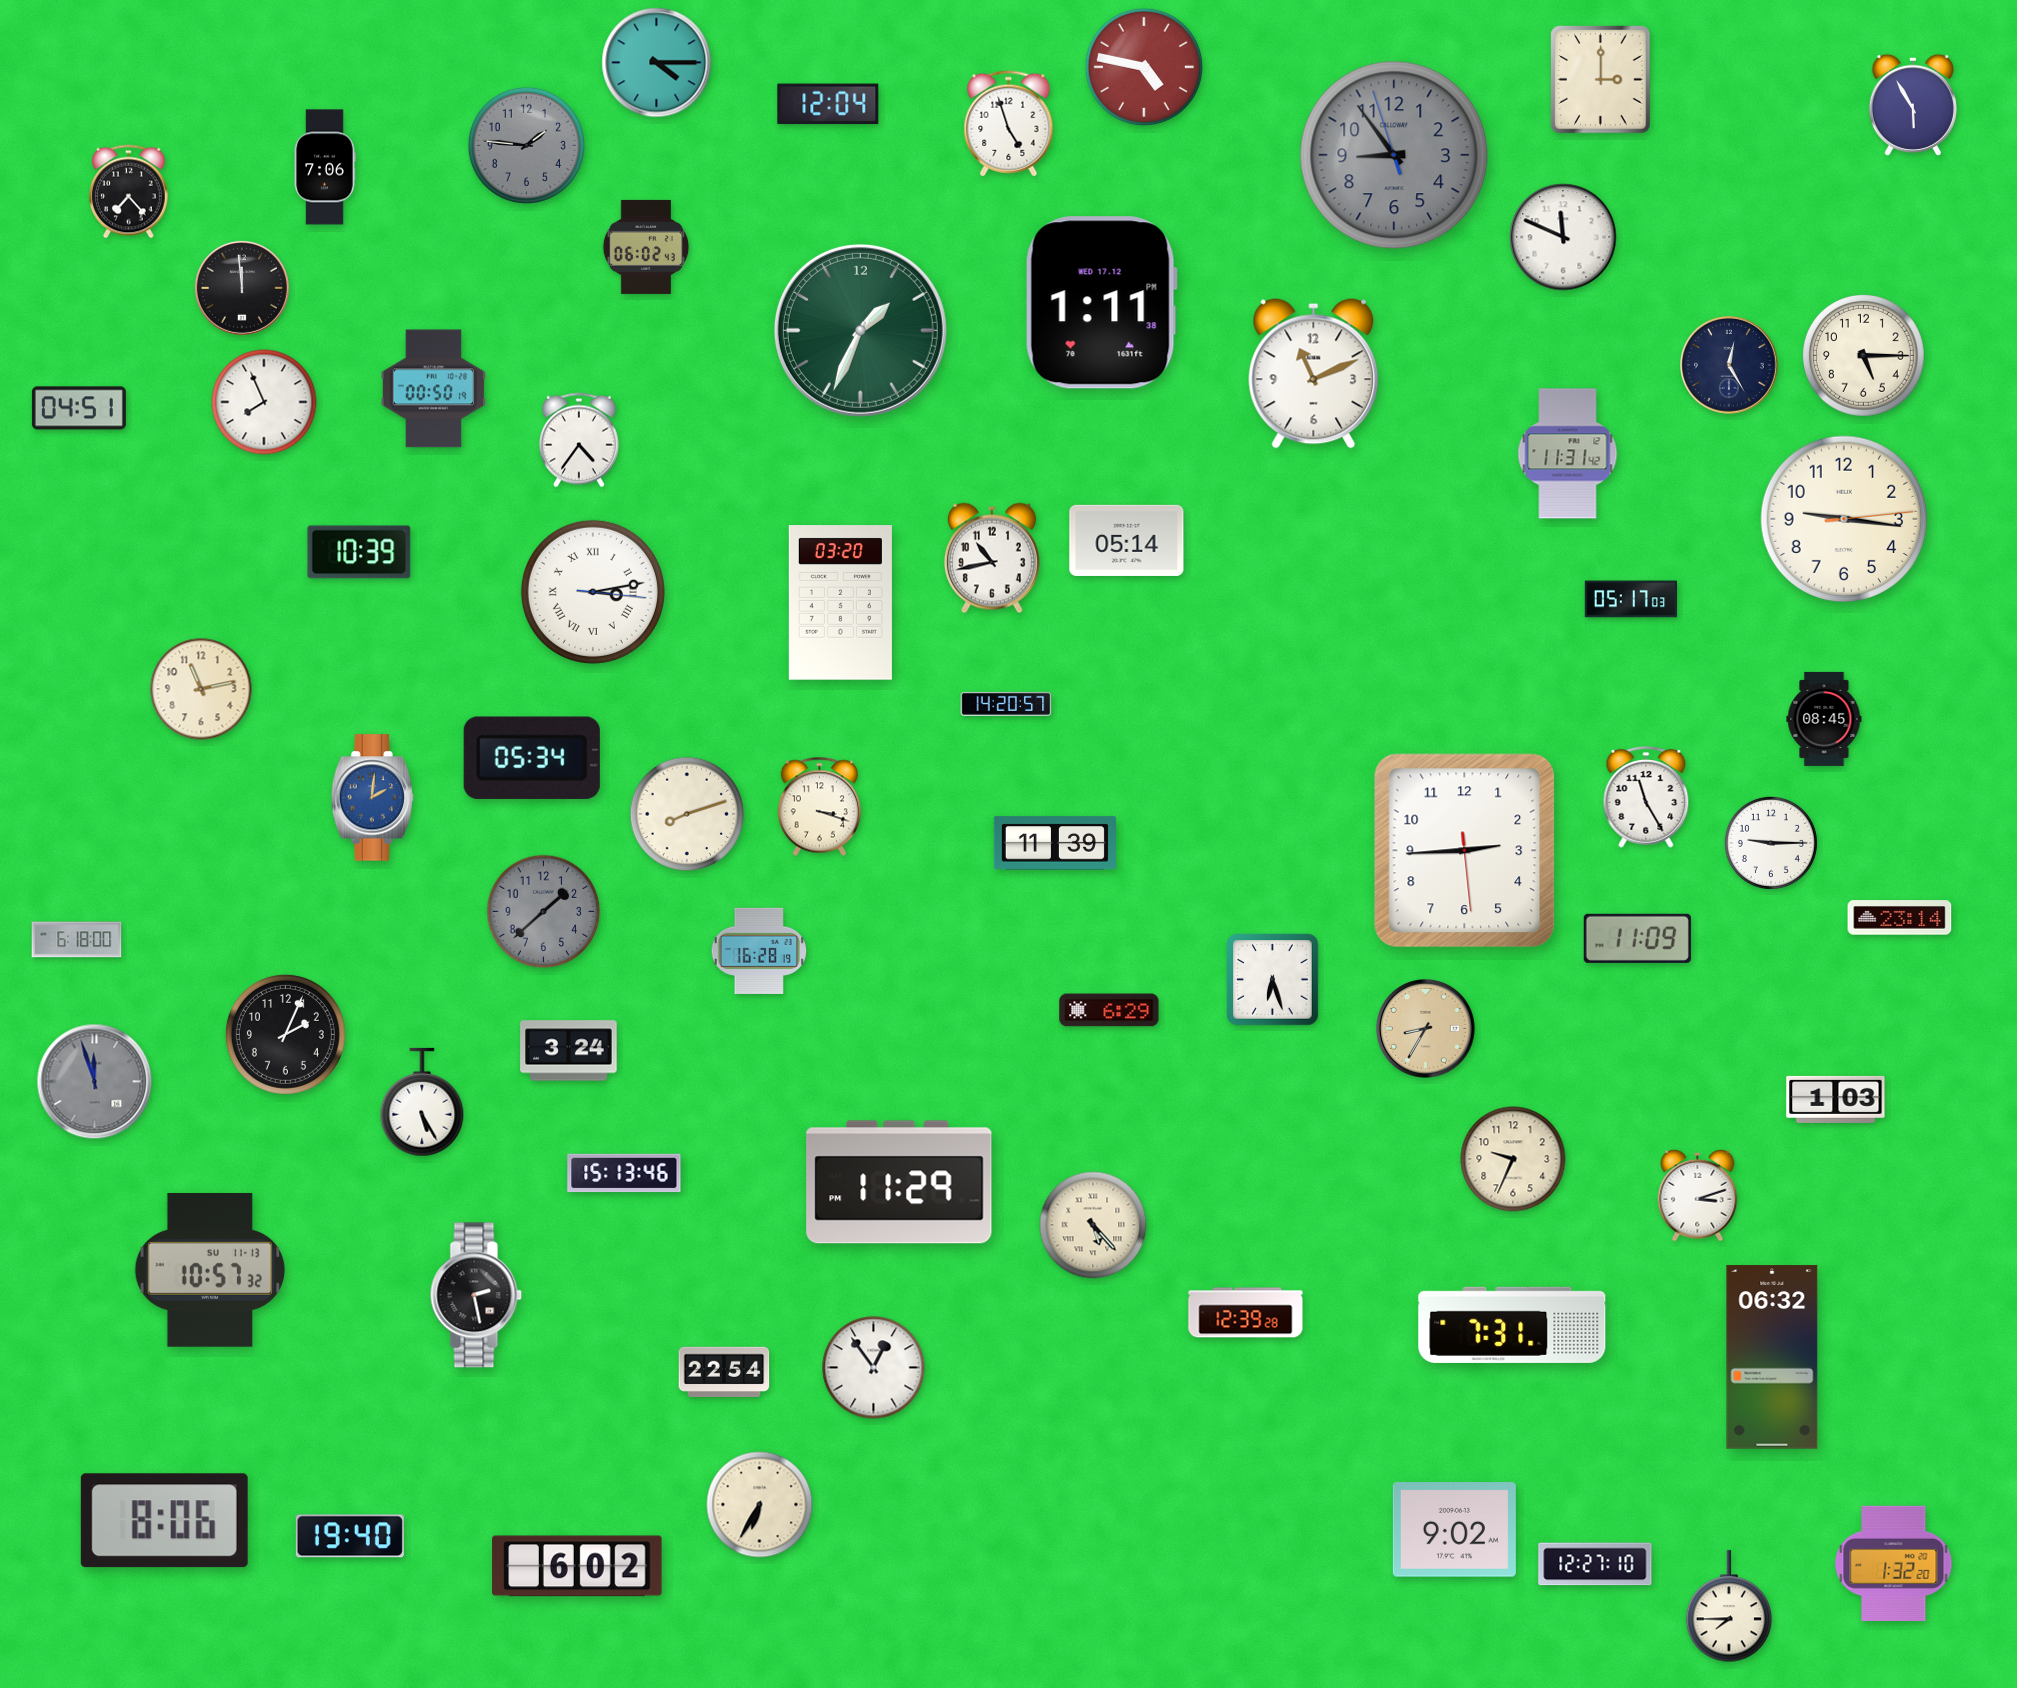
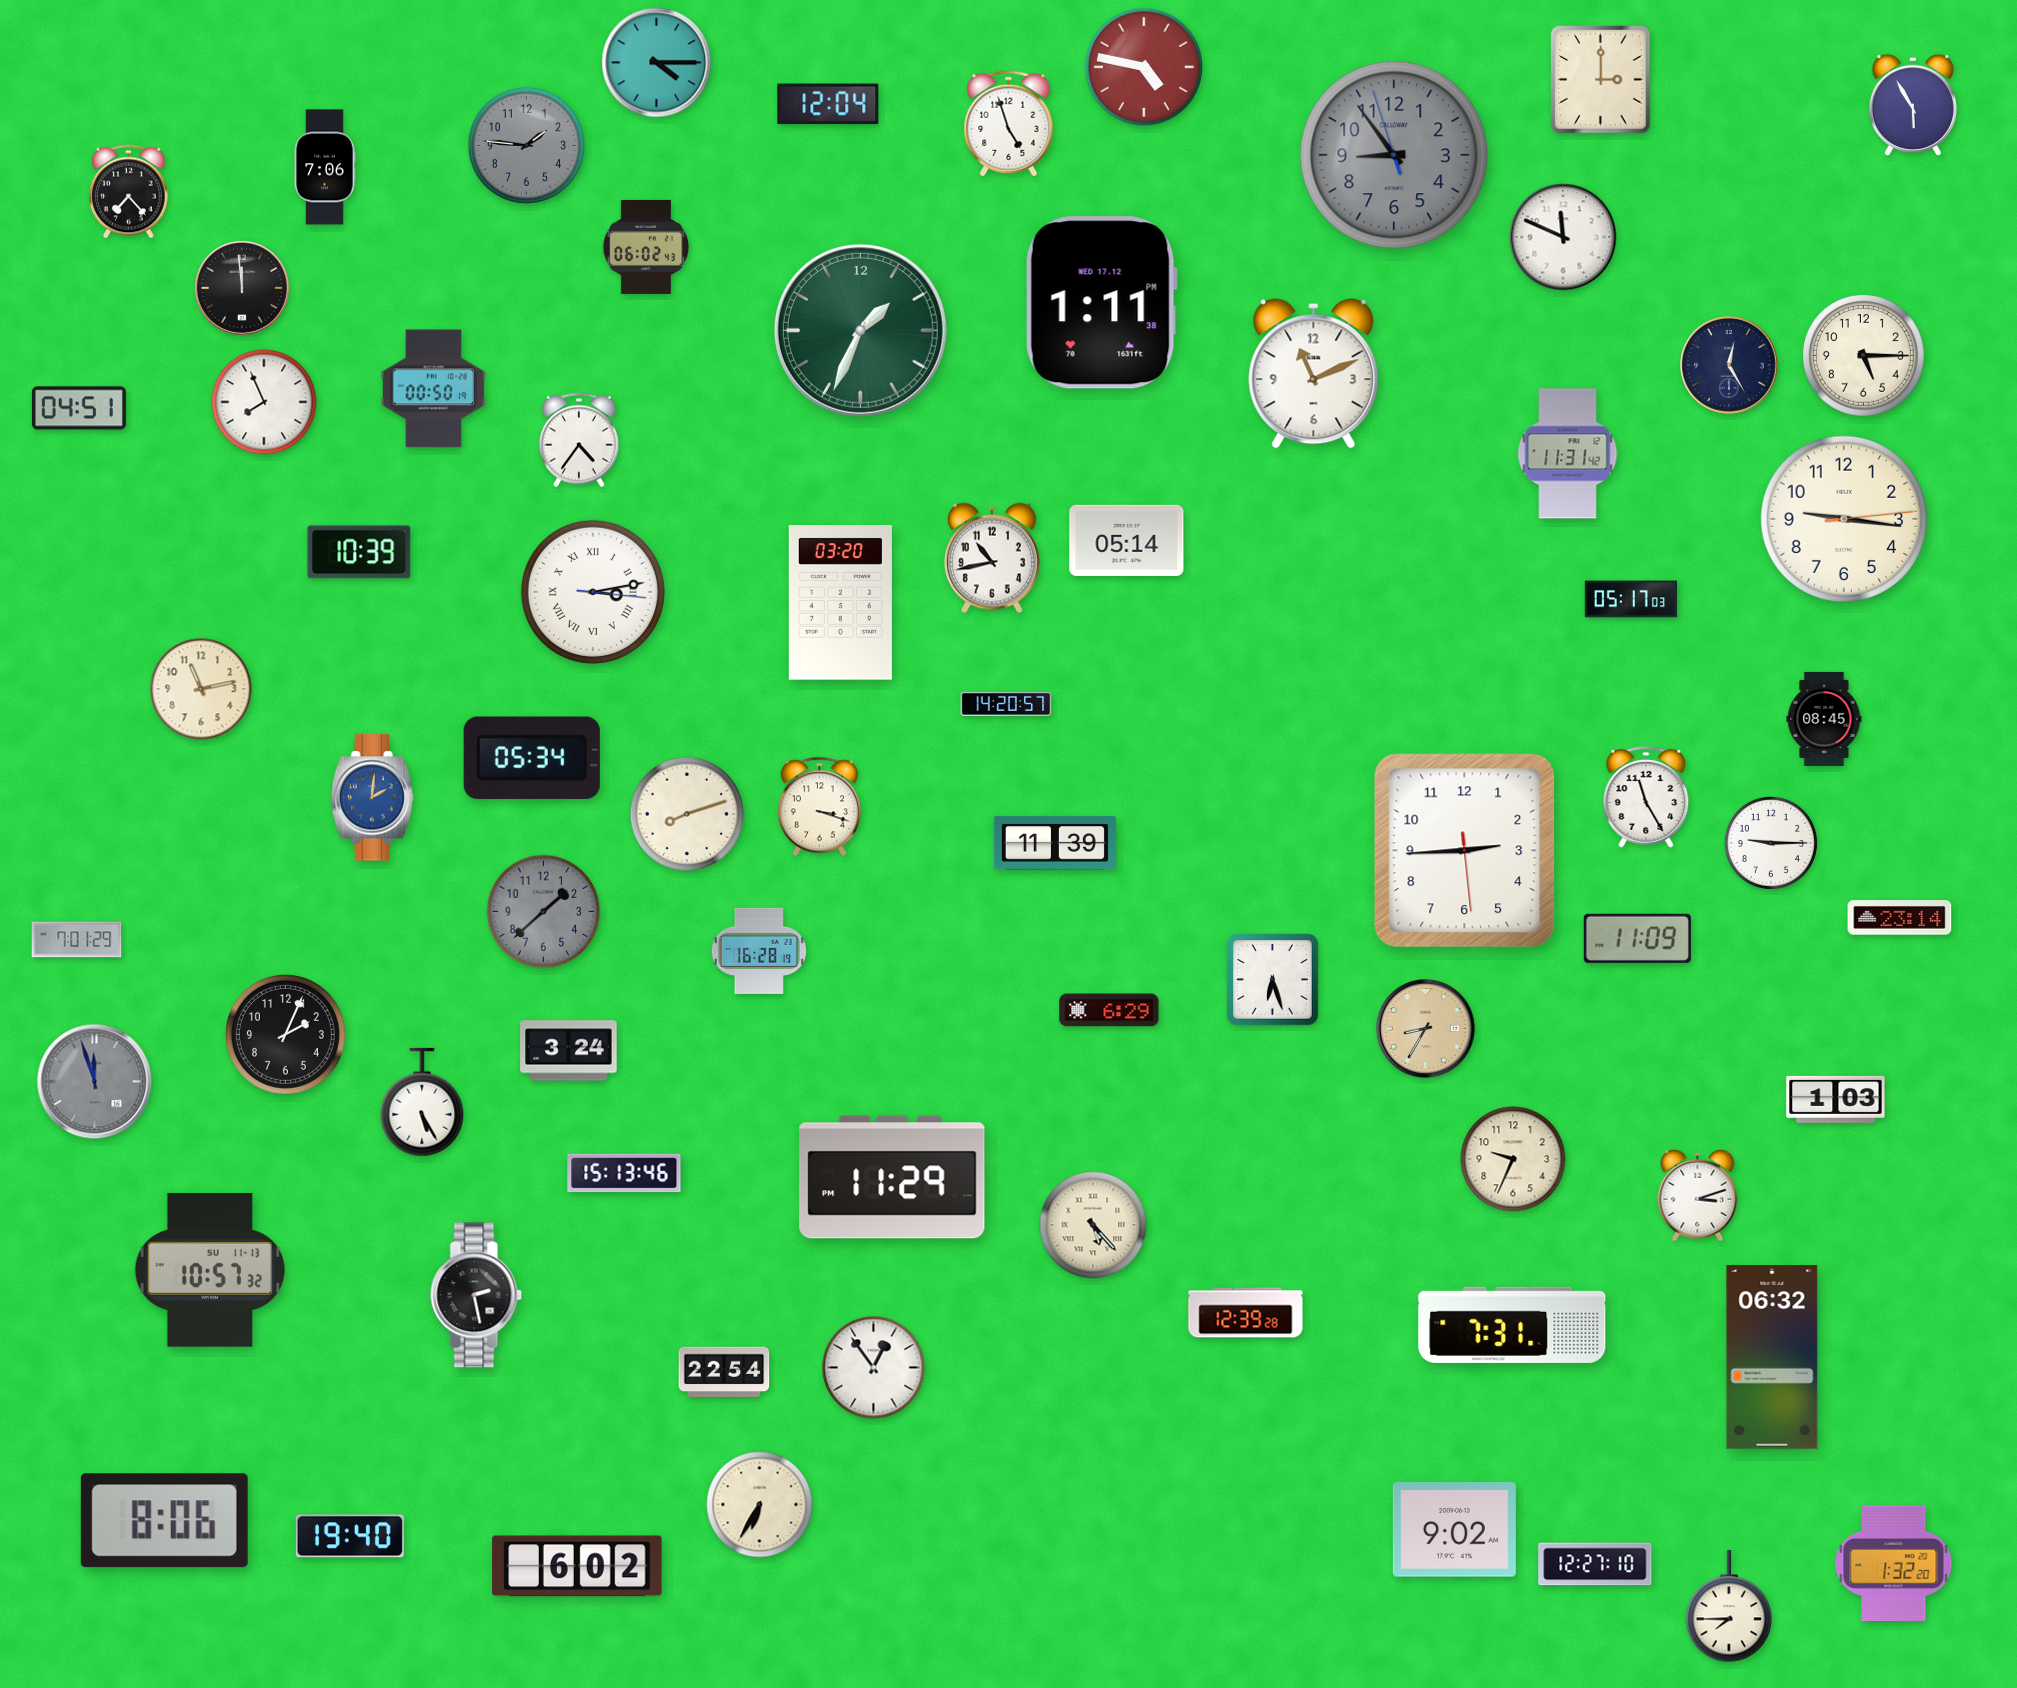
clock at (77, 940): 6:18 -> 7:01
clock at (899, 1182) position: (899, 1182) -> (892, 1177)
